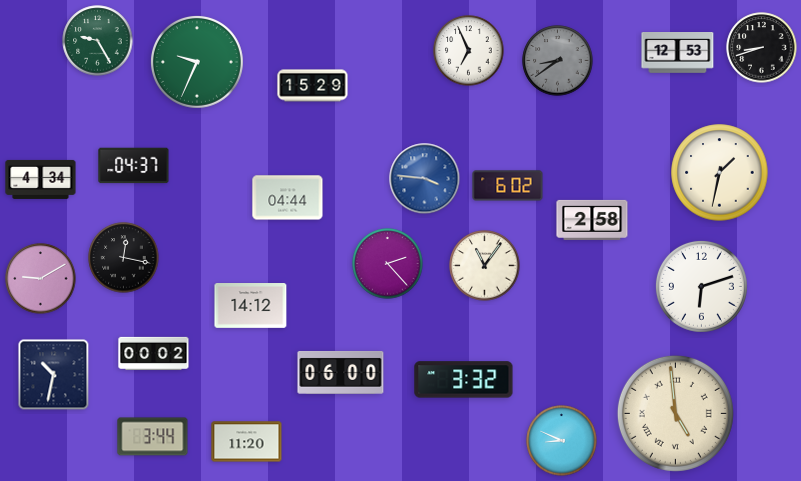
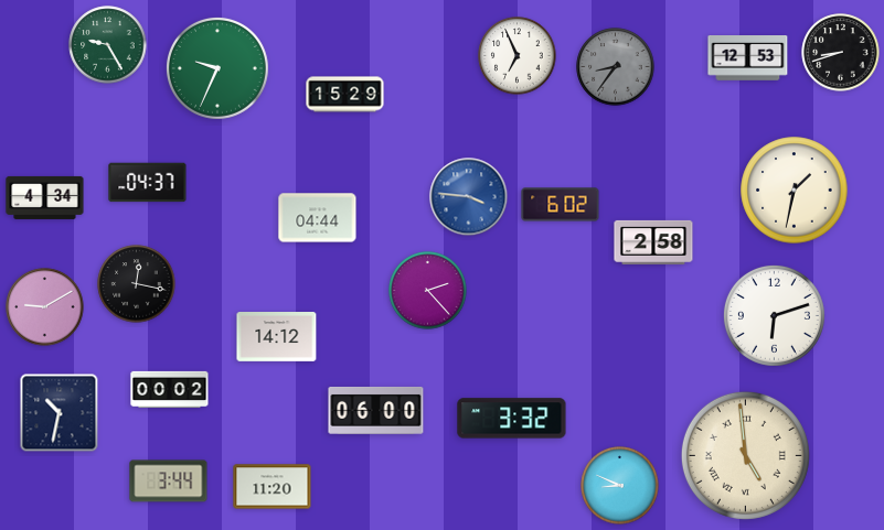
clock at (558, 61): 8:39 -> 8:36
clock at (485, 266): 11:06 -> none
